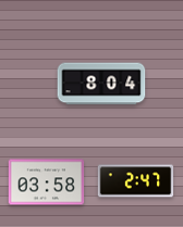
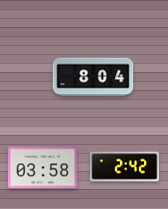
clock at (136, 181): 2:47 -> 2:42
